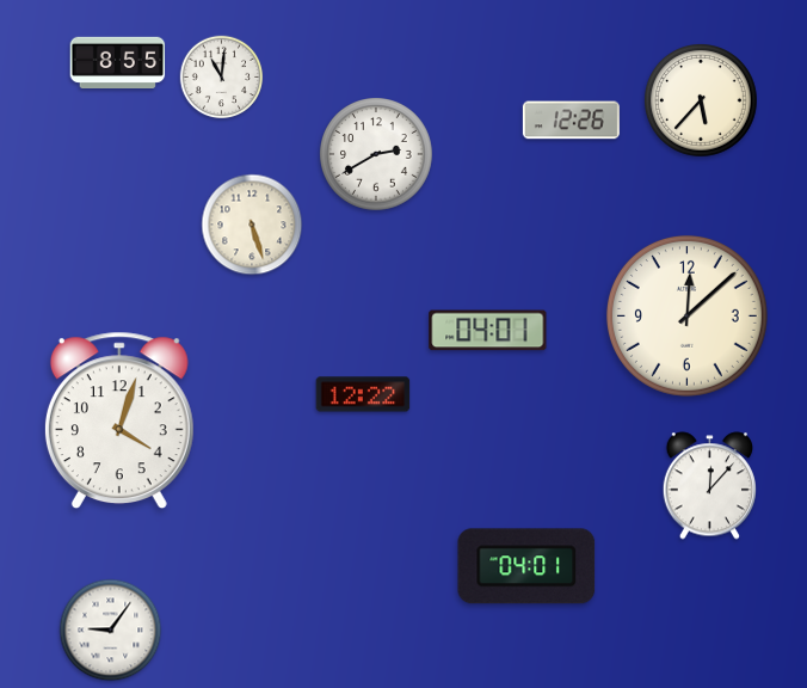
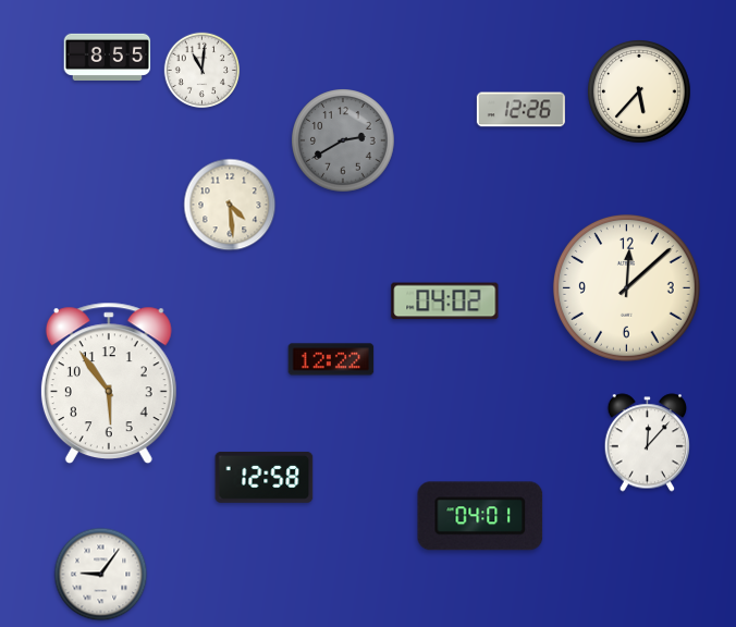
clock at (377, 155) dial: white -> grey
clock at (252, 225): 5:27 -> 4:29
clock at (488, 331): 04:01 -> 04:02
clock at (119, 420): 4:03 -> 5:54
clock at (265, 477): none -> 12:58
